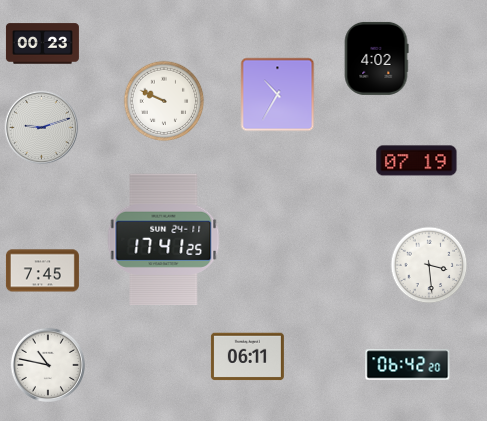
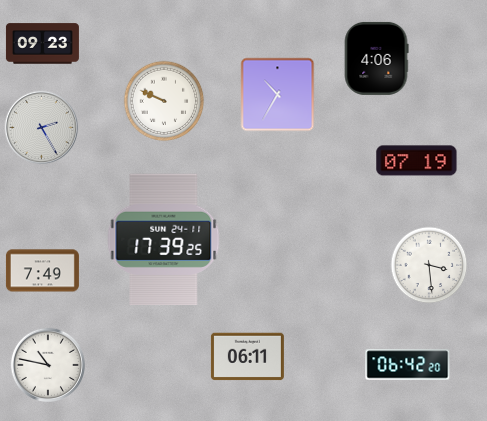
clock at (42, 44): 00:23 -> 09:23
clock at (376, 58): 4:02 -> 4:06
clock at (41, 127): 9:12 -> 2:25
clock at (164, 240): 17:41 -> 17:39
clock at (42, 271): 7:45 -> 7:49
